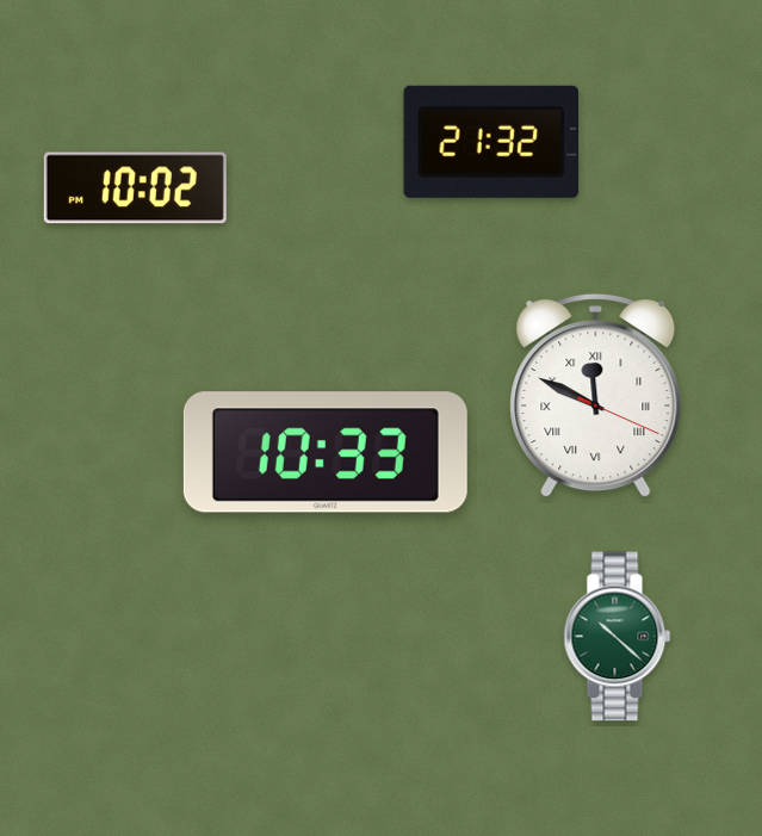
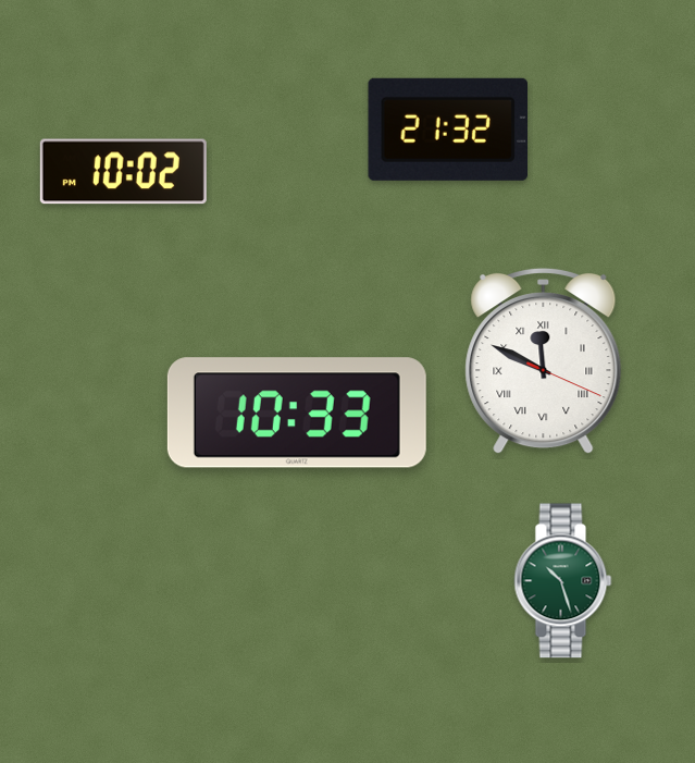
clock at (618, 637): 10:22 -> 10:27
